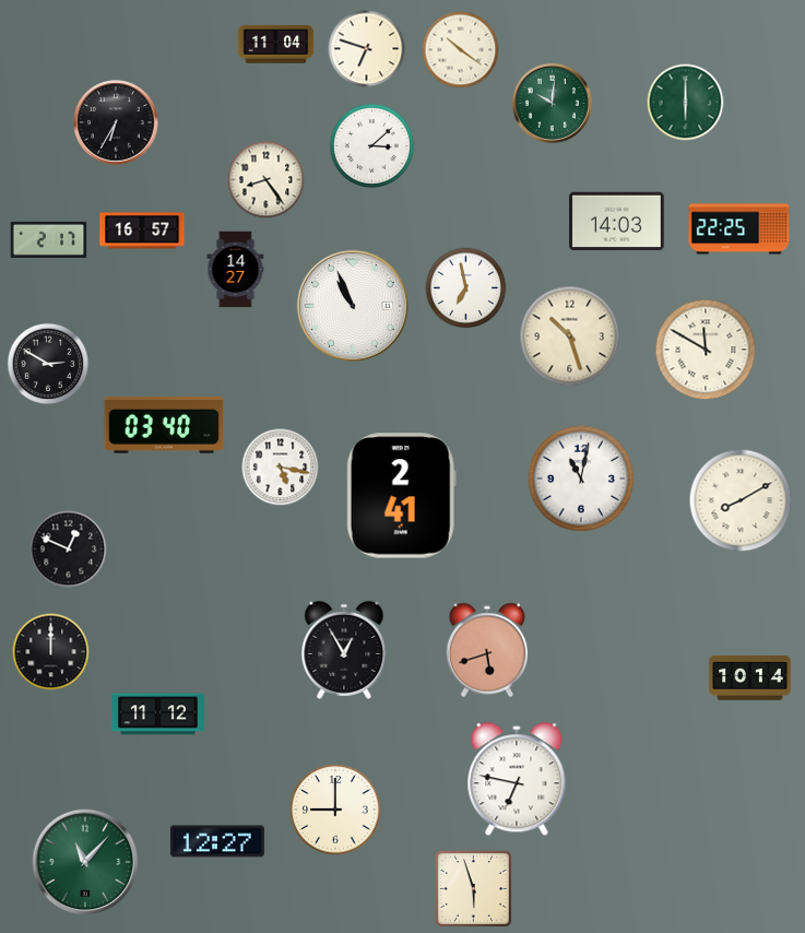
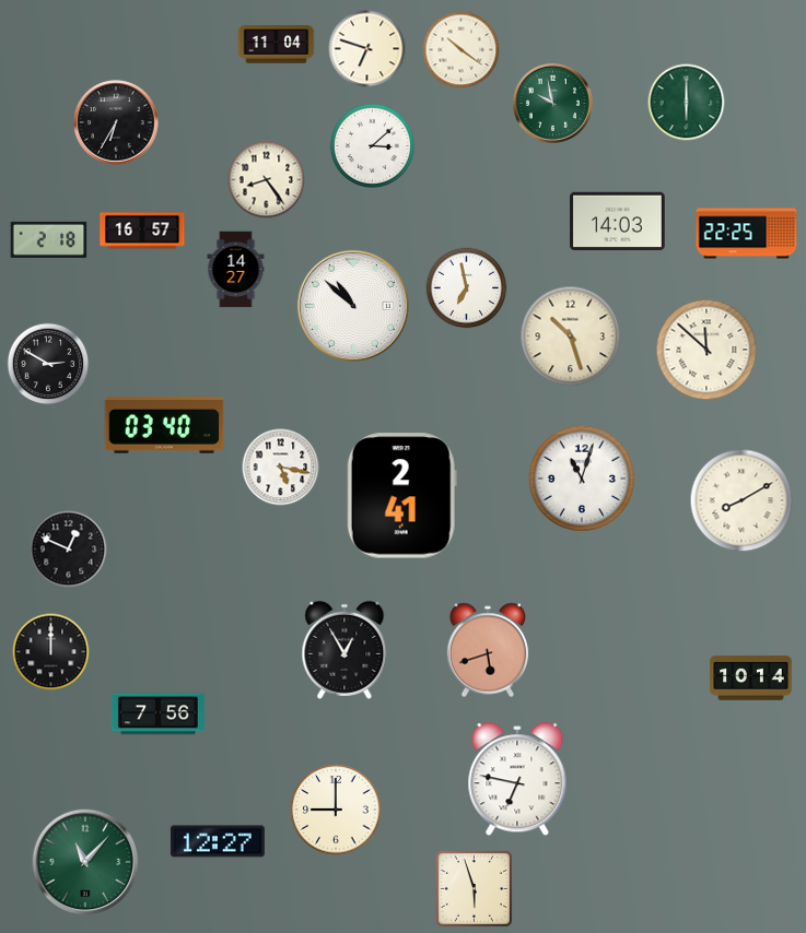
clock at (552, 103): 10:01 -> 9:58
clock at (739, 229) position: (739, 229) -> (747, 234)
clock at (49, 239): 2:17 -> 2:18
clock at (353, 306): 10:56 -> 10:52
clock at (706, 350): 11:50 -> 11:52
clock at (581, 479): 11:02 -> 11:03
clock at (157, 714): 11:12 -> 7:56
